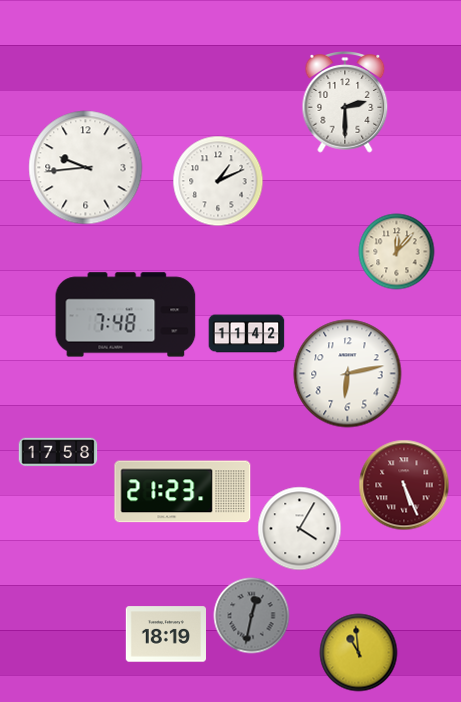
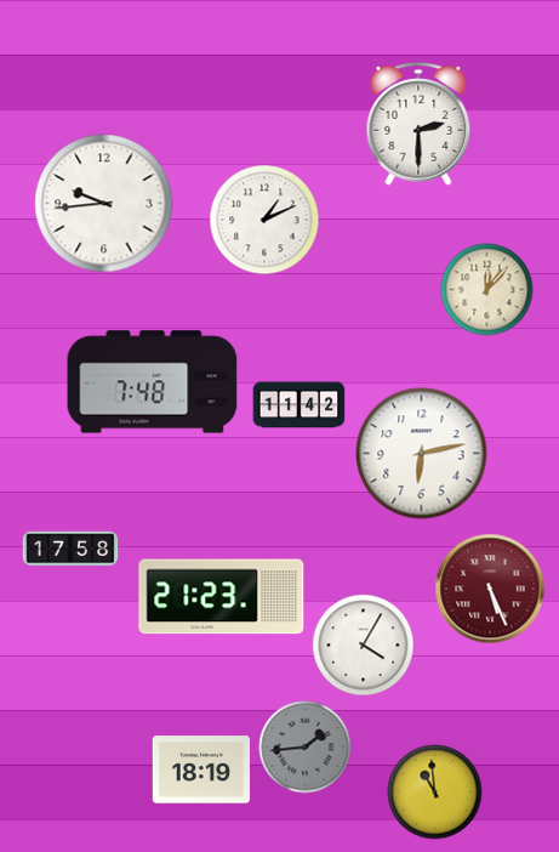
clock at (397, 252) position: (397, 252) -> (487, 290)
clock at (300, 529) position: (300, 529) -> (364, 646)
clock at (252, 616): 12:32 -> 1:44
